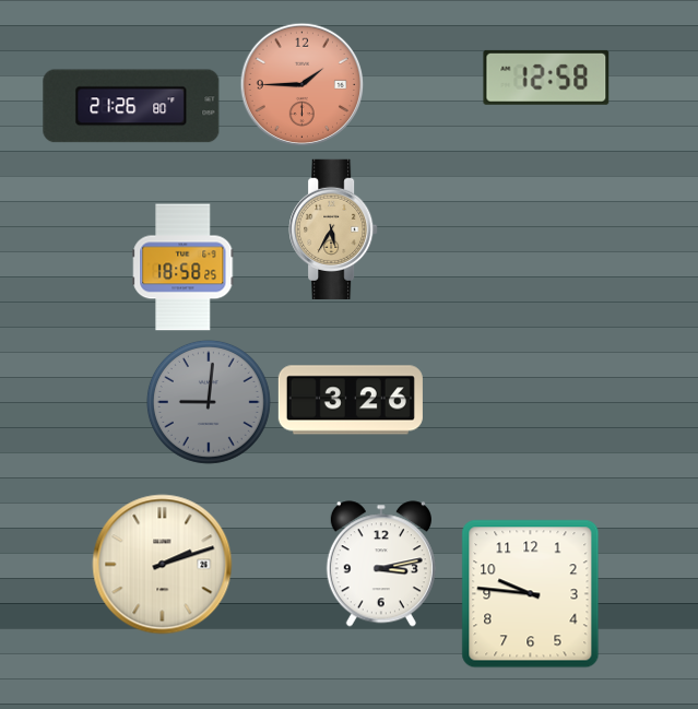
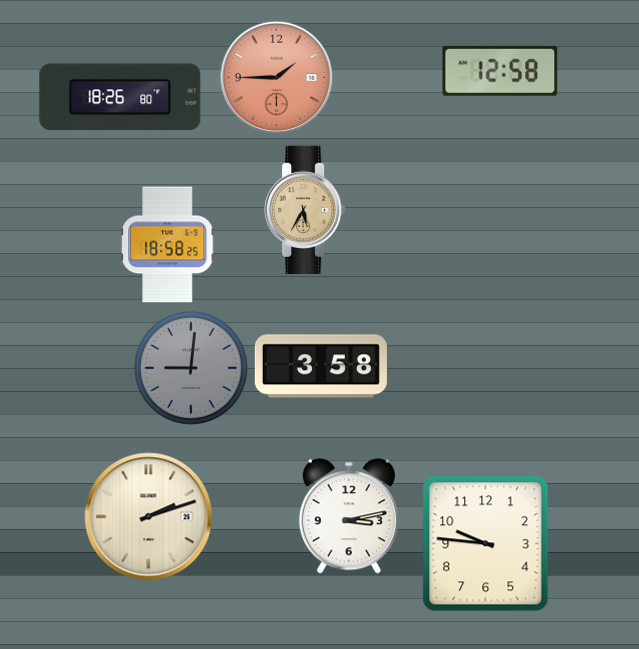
clock at (131, 106): 21:26 -> 18:26
clock at (351, 400): 3:26 -> 3:58
